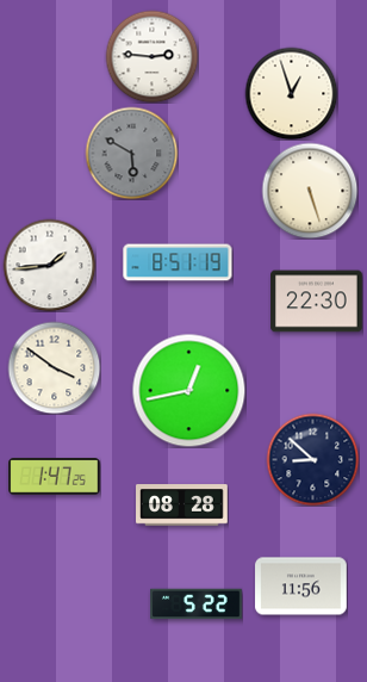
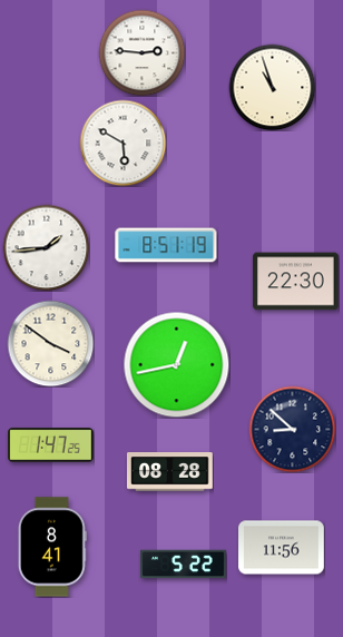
clock at (291, 93): 12:57 -> 10:57
clock at (131, 153) dial: grey -> white
clock at (310, 191): 5:27 -> none
clock at (52, 547): none -> 8:41
